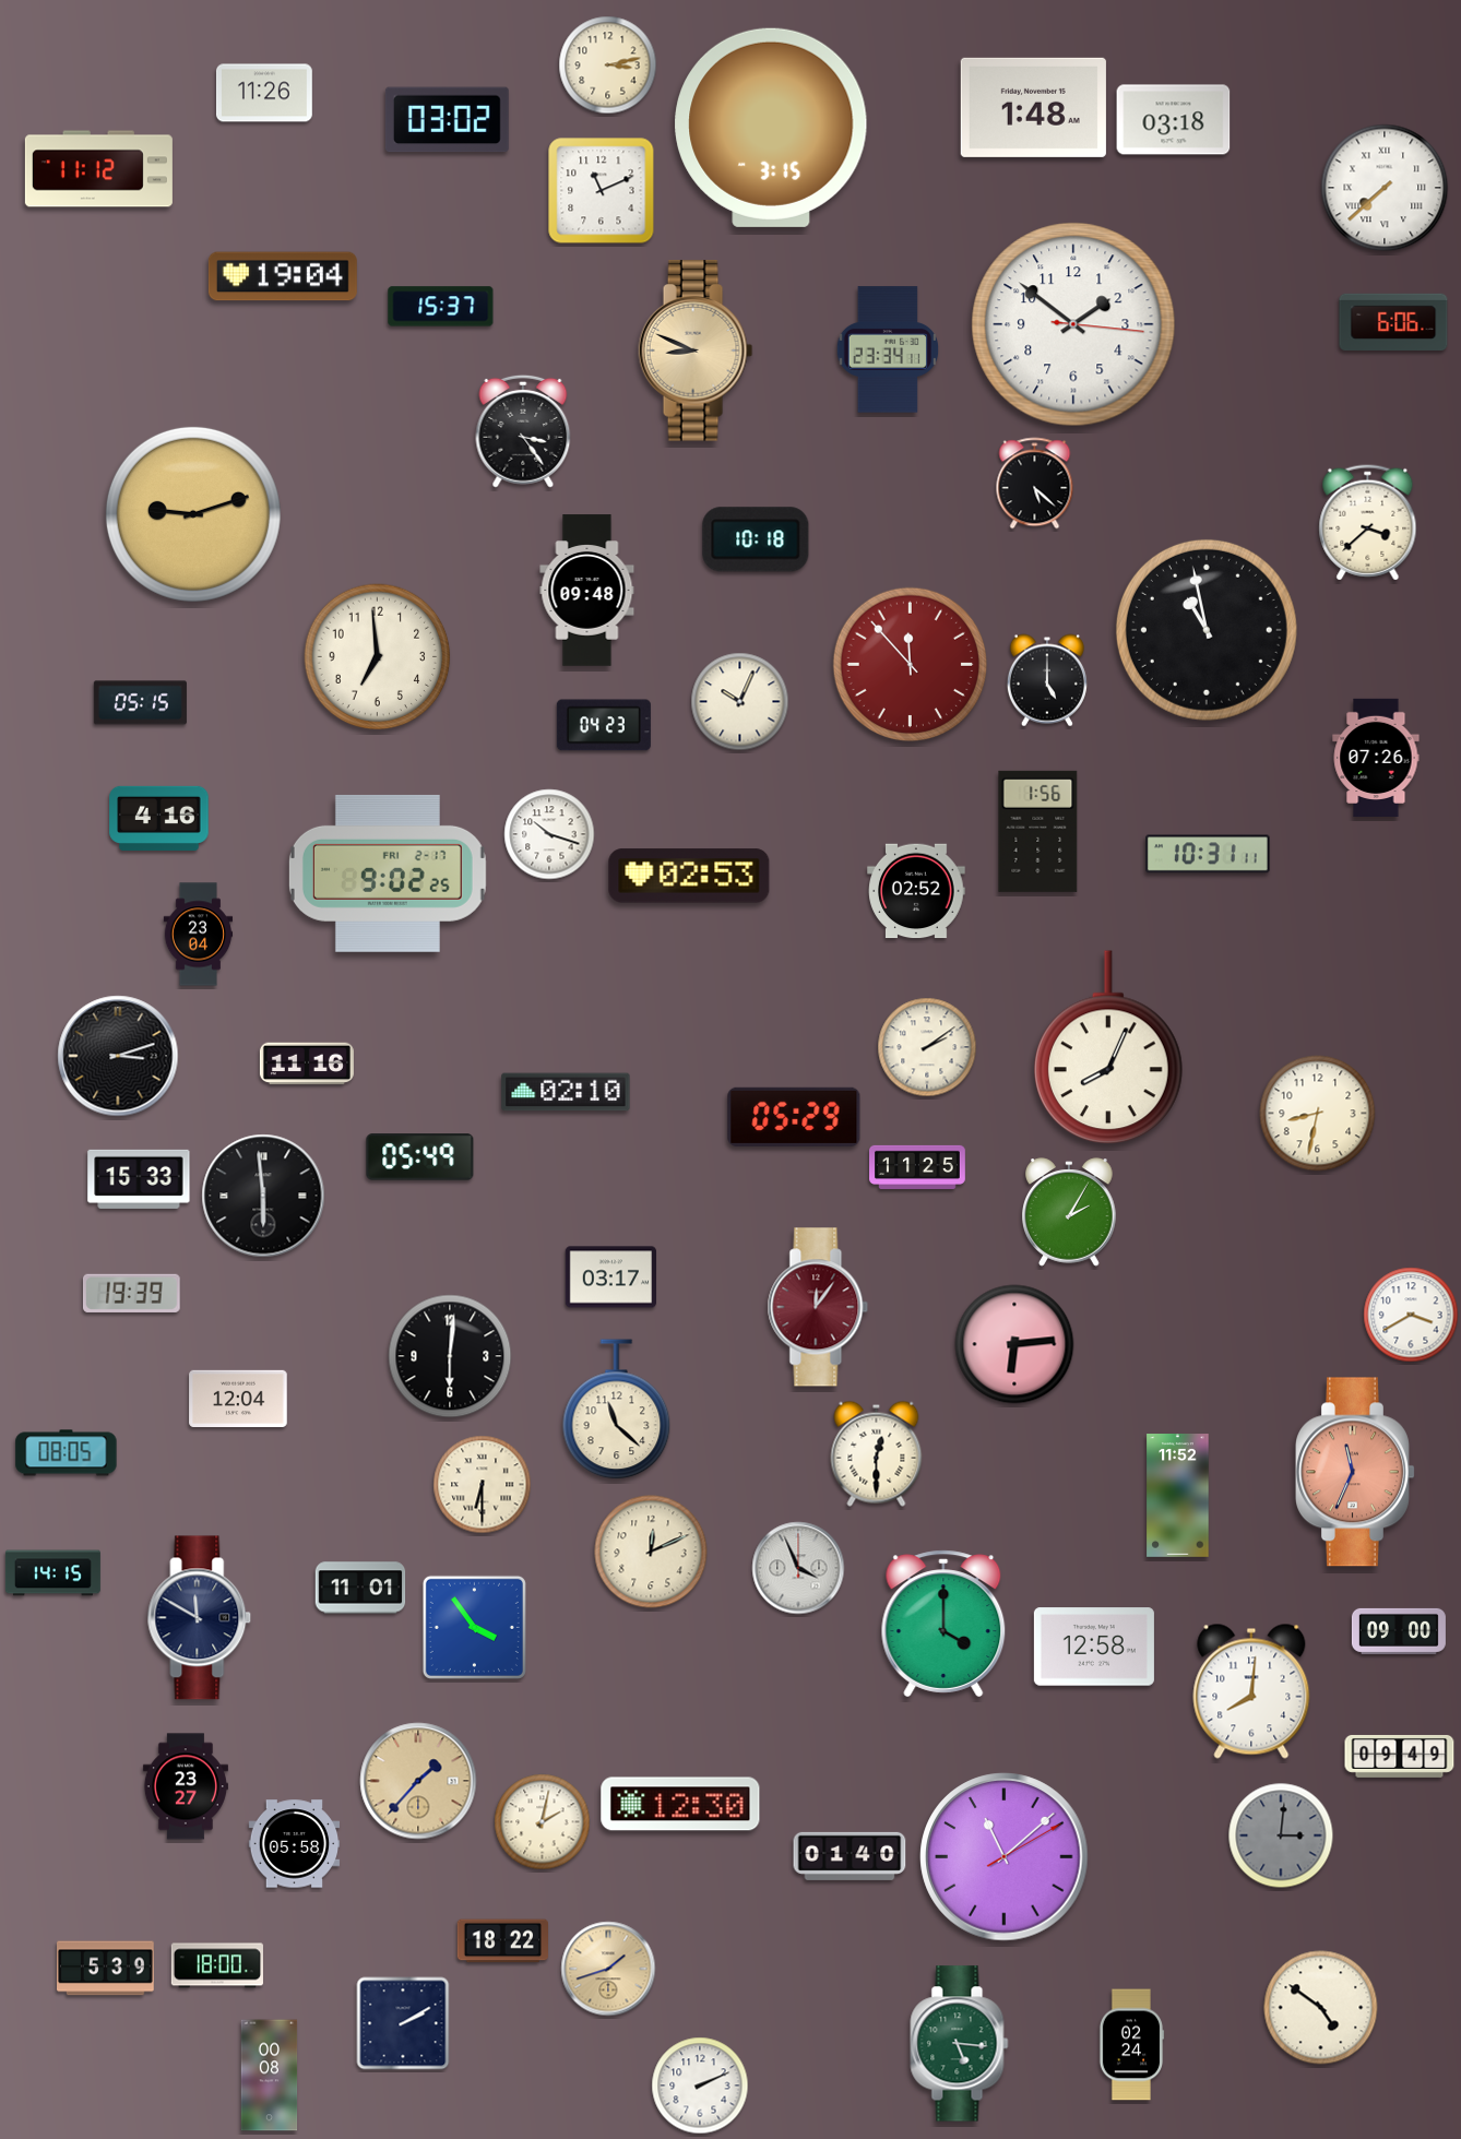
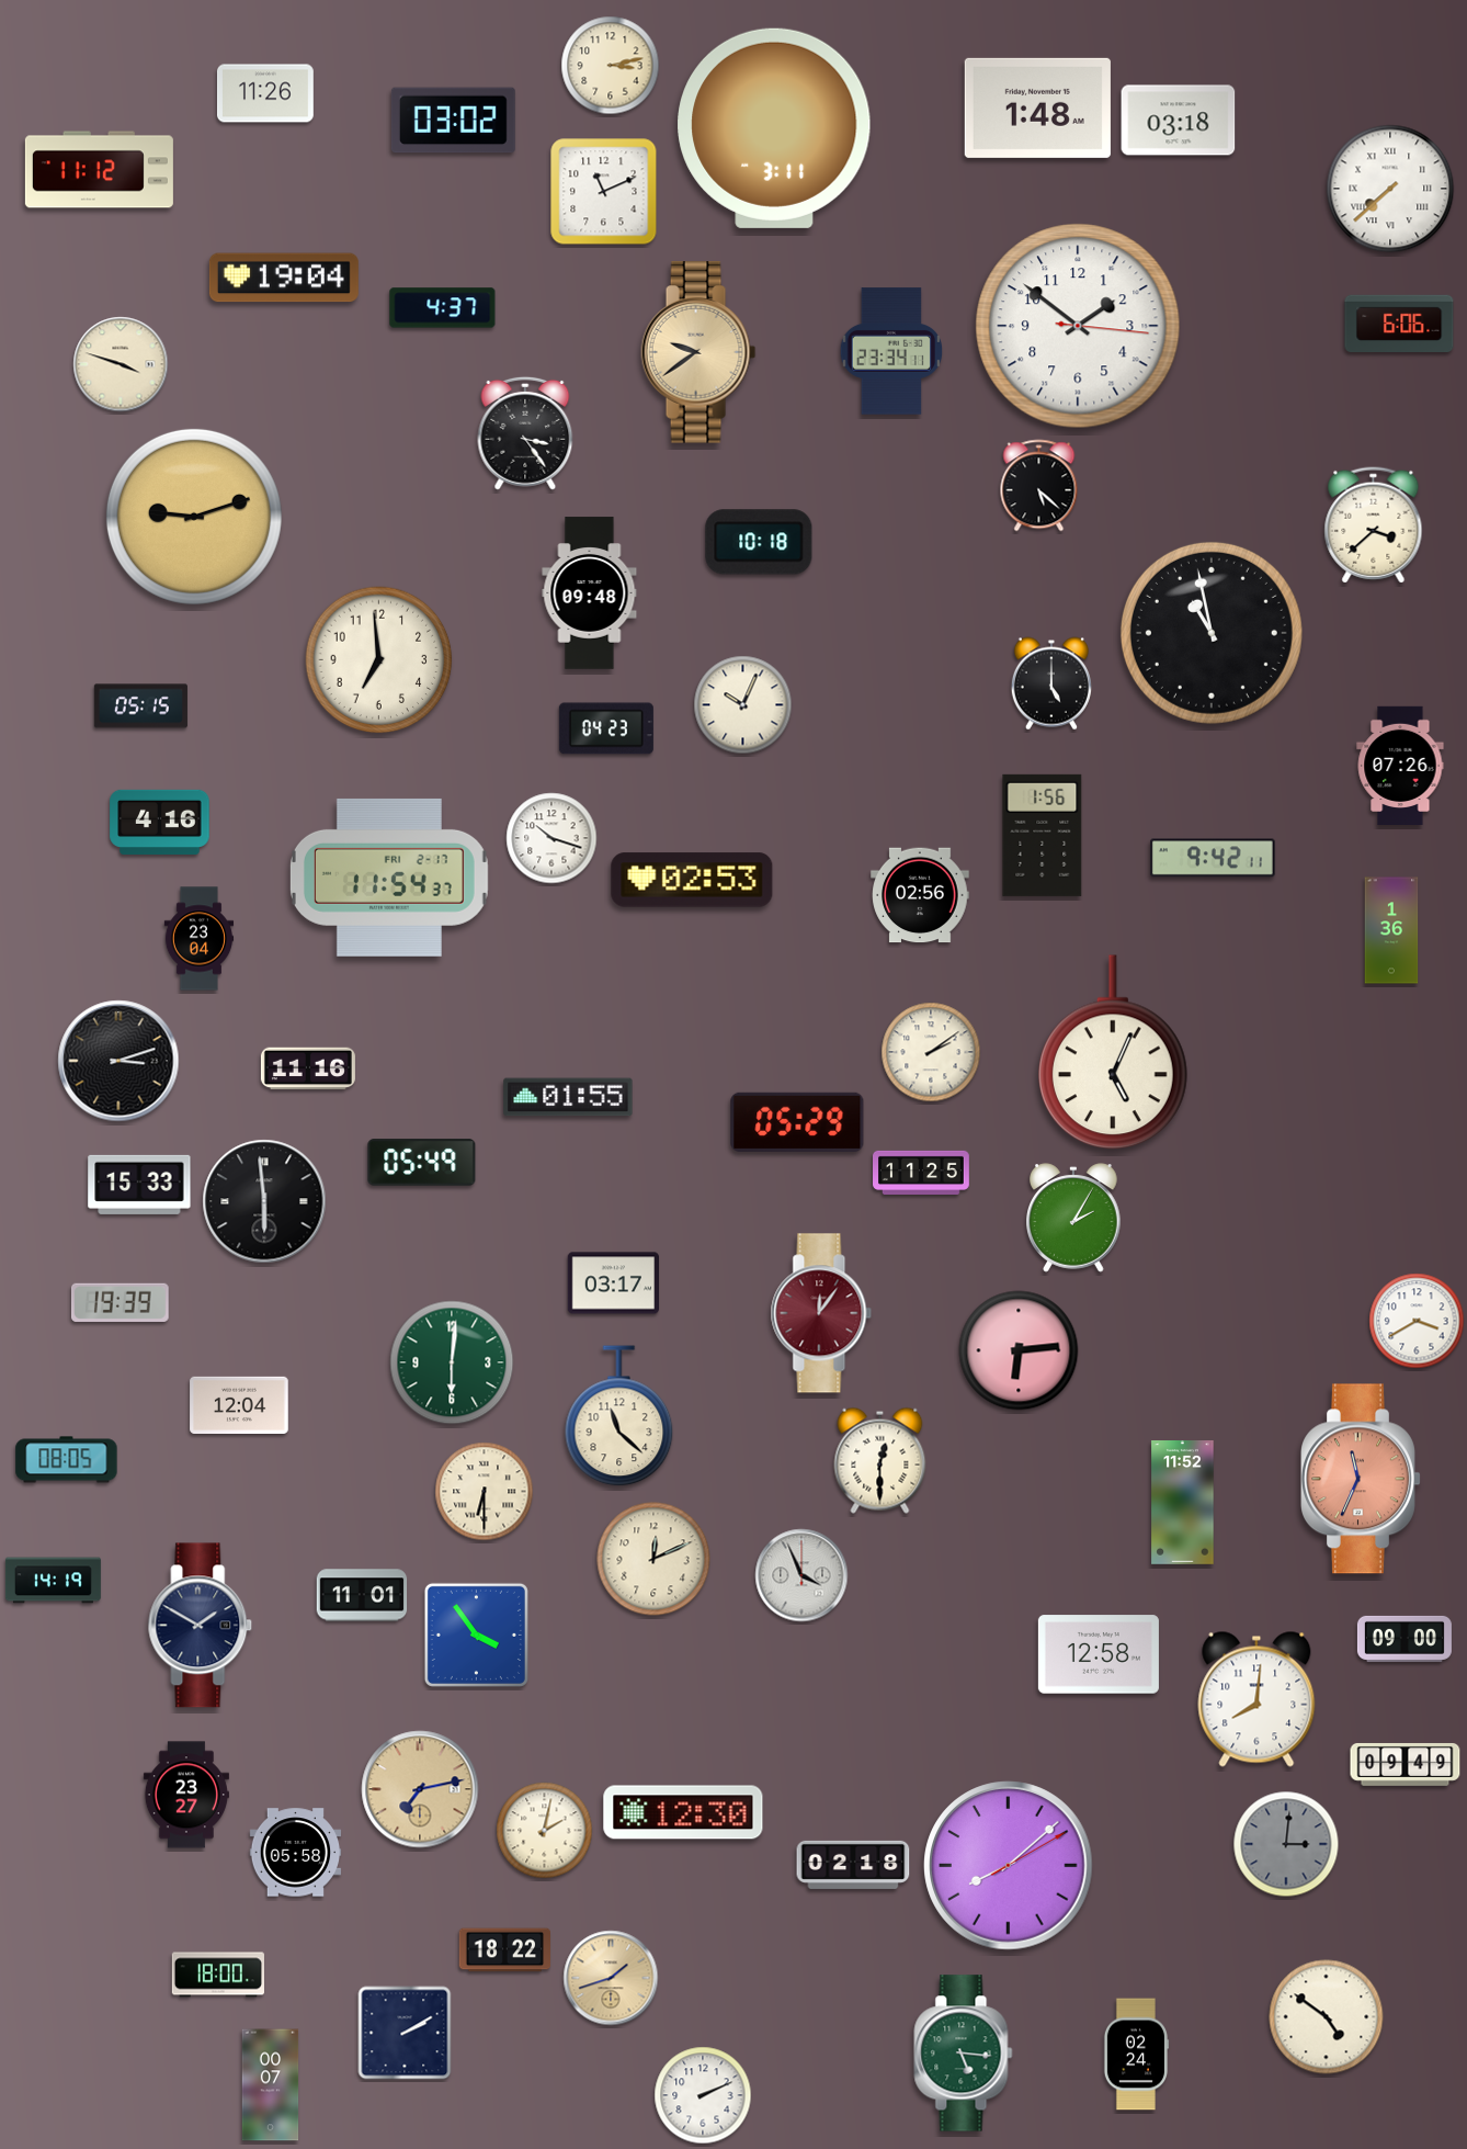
clock at (447, 120) position: (447, 120) -> (453, 121)
clock at (771, 128): 3:15 -> 3:11
clock at (441, 307): 15:37 -> 4:37
clock at (696, 350): 8:49 -> 9:39
clock at (121, 364): none -> 3:48
clock at (910, 664): 11:53 -> none
clock at (1376, 757) position: (1376, 757) -> (1400, 765)
clock at (1208, 854): 10:31 -> 9:42
clock at (388, 874): 9:02 -> 11:54
clock at (916, 891): 02:52 -> 02:56
clock at (1391, 930): none -> 1:36
clock at (1108, 1047): 8:04 -> 5:04
clock at (566, 1092): 02:10 -> 01:55
clock at (1318, 1114): 8:32 -> none
clock at (131, 1293) position: (131, 1293) -> (120, 1302)
clock at (450, 1356) dial: black -> green
clock at (52, 1573): 14:15 -> 14:19
clock at (200, 1618): 11:50 -> 1:50
clock at (943, 1624): 4:00 -> none
clock at (418, 1781): 1:37 -> 7:13
clock at (850, 1856): 01:40 -> 02:18
clock at (1005, 1857): 11:08 -> 8:08
clock at (106, 1969): 5:39 -> none
clock at (270, 2076): 00:08 -> 00:07
